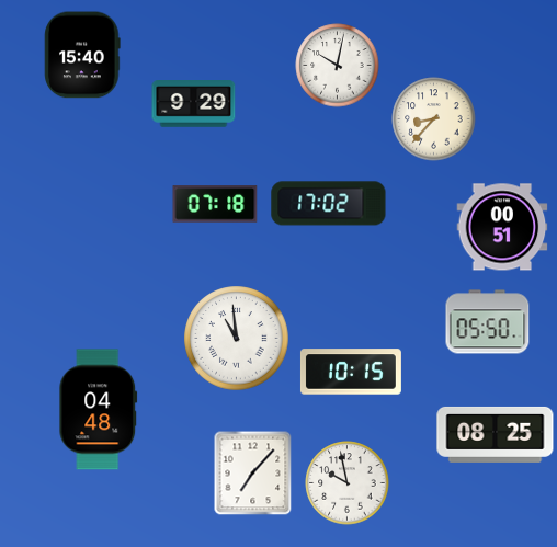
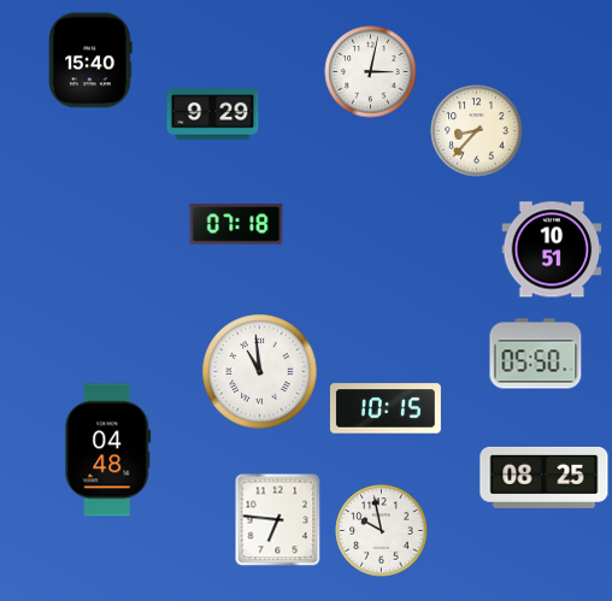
clock at (338, 66): 10:02 -> 3:02
clock at (329, 204): 17:02 -> none
clock at (502, 227): 00:51 -> 10:51
clock at (253, 472): 7:07 -> 6:46
